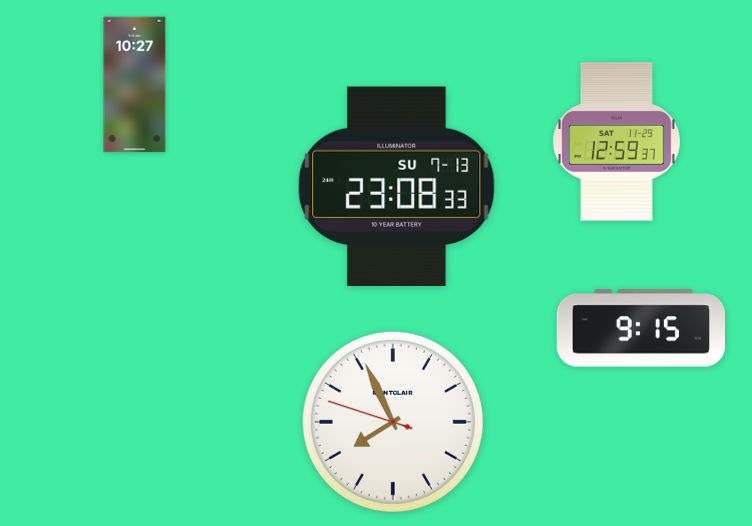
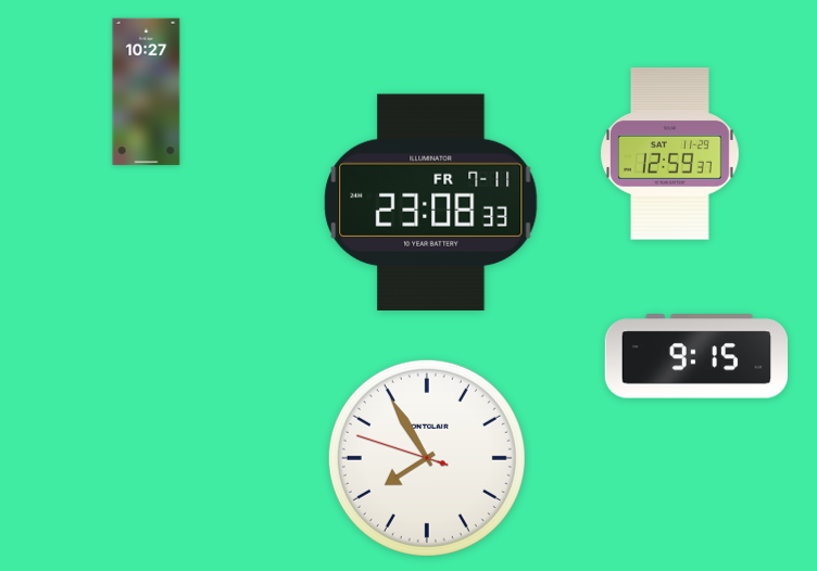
clock at (397, 186) date: SU 7-13 -> FR 7-11
clock at (393, 422): 7:55 -> 7:54
